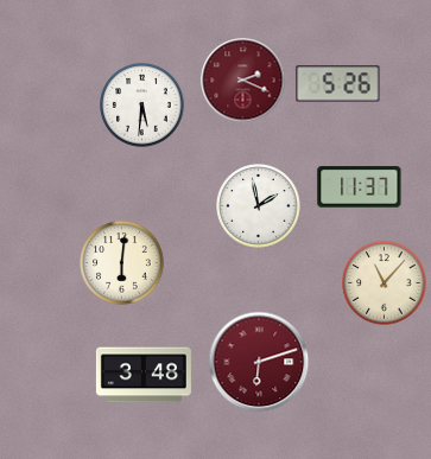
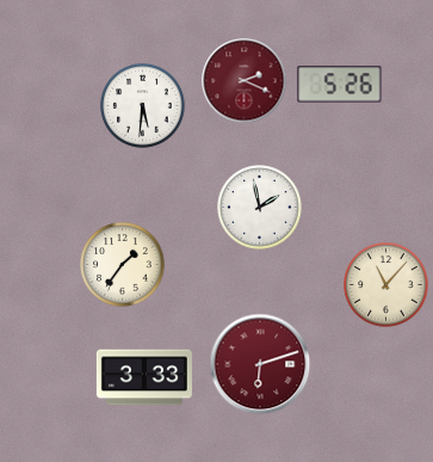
clock at (360, 187): 11:37 -> none
clock at (122, 263): 6:01 -> 1:36
clock at (144, 375): 3:48 -> 3:33
